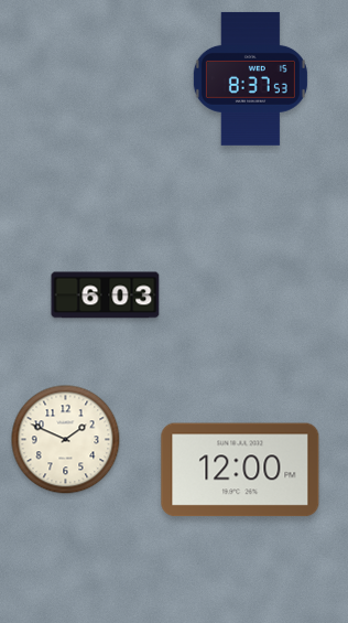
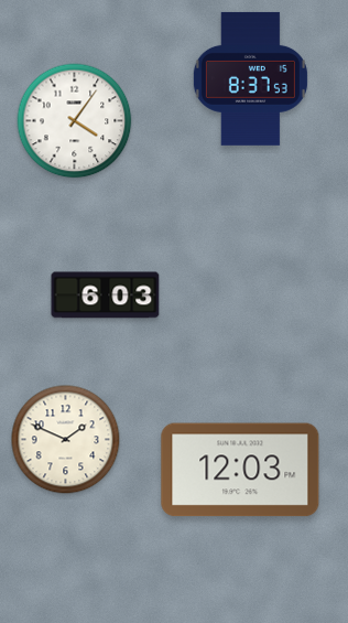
clock at (75, 121): none -> 4:06
clock at (240, 470): 12:00 -> 12:03
